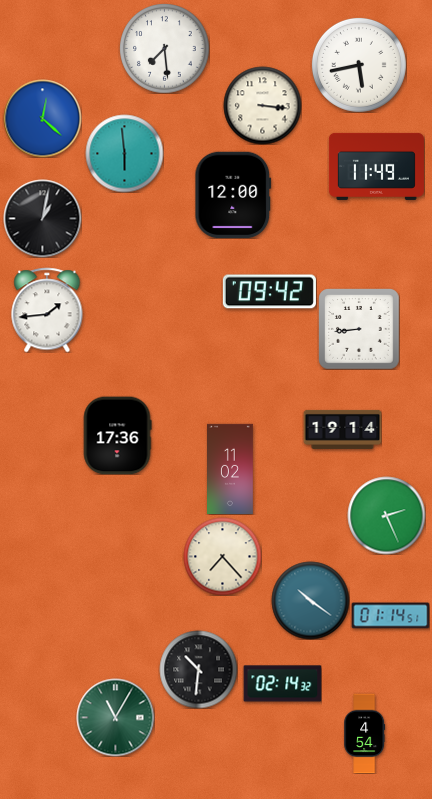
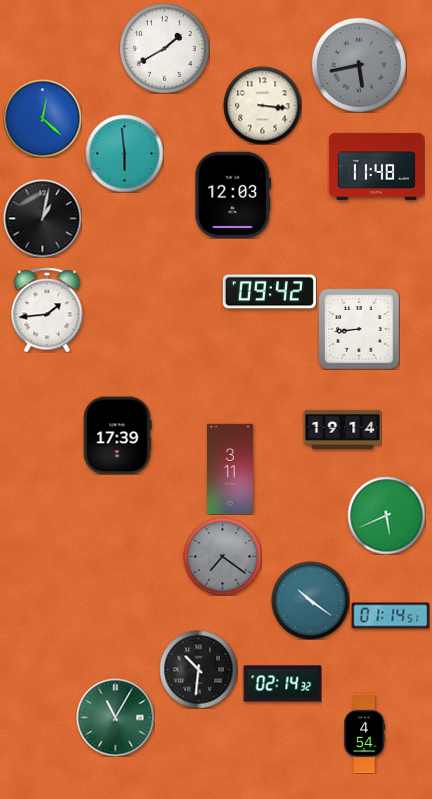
clock at (164, 48): 7:29 -> 1:40
clock at (359, 65) dial: white -> grey
clock at (376, 166): 11:49 -> 11:48
clock at (233, 195): 12:00 -> 12:03
clock at (117, 435): 17:36 -> 17:39
clock at (231, 468): 11:02 -> 3:11
clock at (386, 515): 2:26 -> 5:41
clock at (222, 556): 7:23 -> 7:21
clock at (222, 556) dial: cream -> grey
